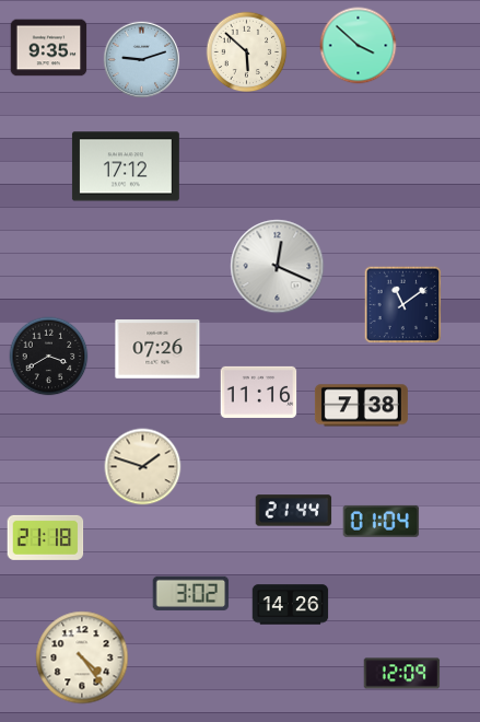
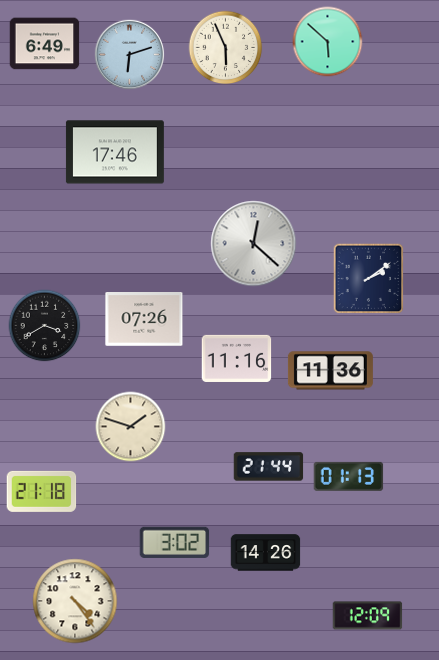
clock at (359, 46): 3:52 -> 5:52
clock at (49, 48): 9:35 -> 6:49
clock at (247, 53): 5:52 -> 5:56
clock at (142, 60): 9:12 -> 6:12
clock at (126, 166): 17:12 -> 17:46
clock at (278, 267): 12:19 -> 12:22
clock at (403, 305): 11:09 -> 2:09
clock at (361, 406): 7:38 -> 11:36
clock at (382, 521): 01:04 -> 01:13
